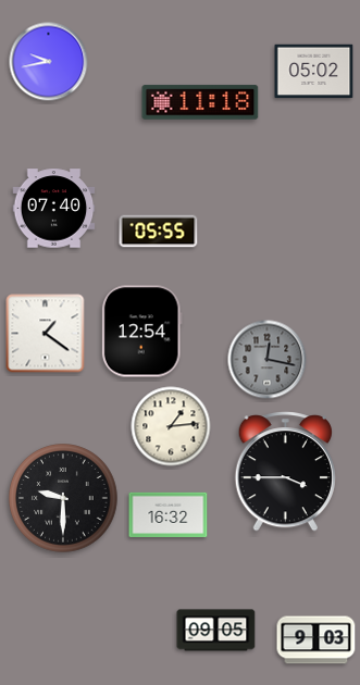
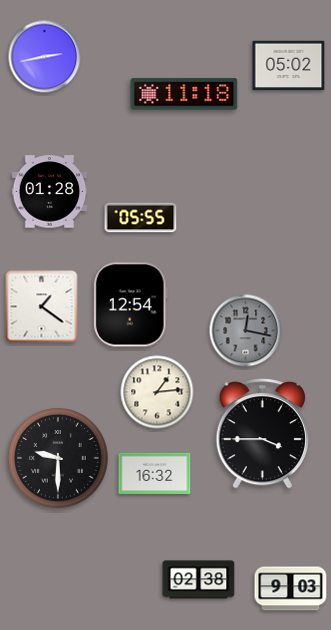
clock at (49, 62): 9:43 -> 2:43
clock at (54, 209): 07:40 -> 01:28
clock at (159, 232) position: (159, 232) -> (141, 218)
clock at (216, 631): 09:05 -> 02:38
